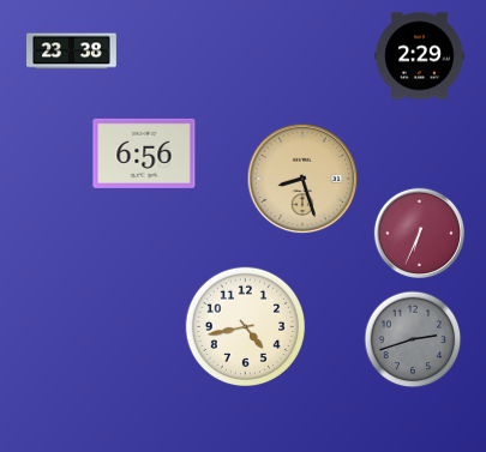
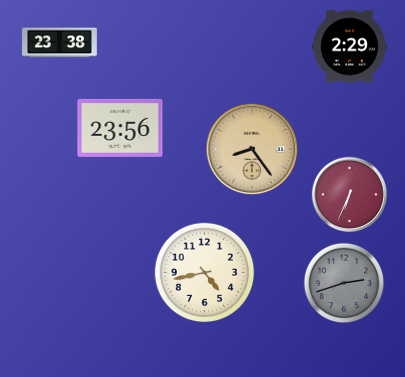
clock at (144, 153): 6:56 -> 23:56
clock at (302, 179): 8:27 -> 8:24
